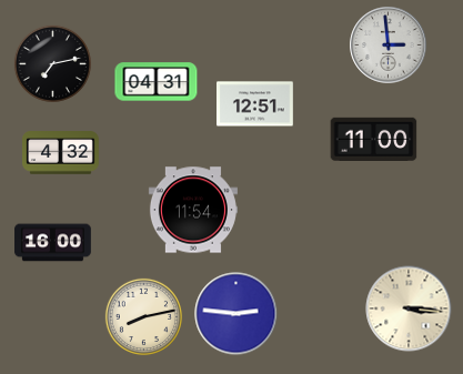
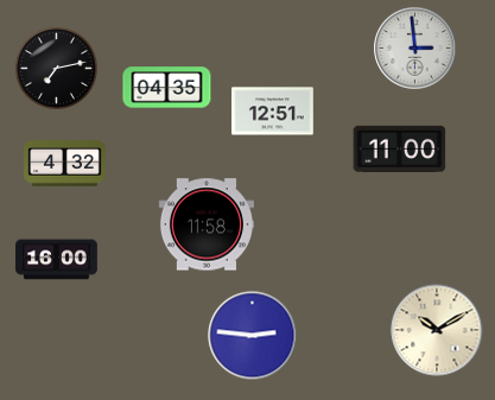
clock at (157, 82): 04:31 -> 04:35
clock at (193, 210): 11:54 -> 11:58
clock at (409, 309): 3:16 -> 10:10
clock at (143, 316): 8:13 -> none
